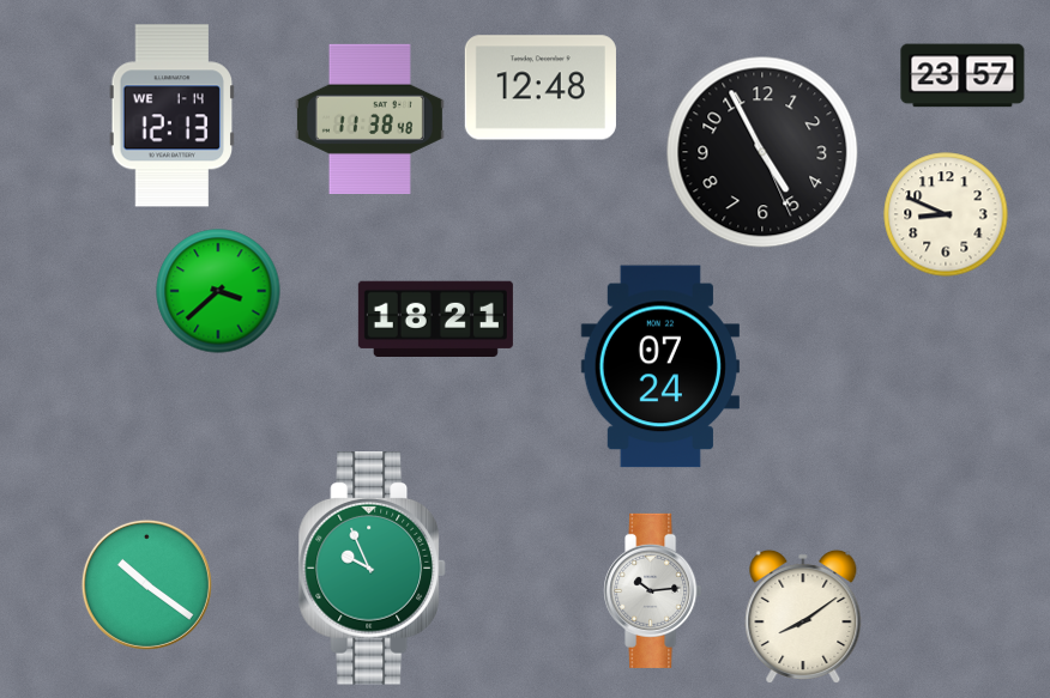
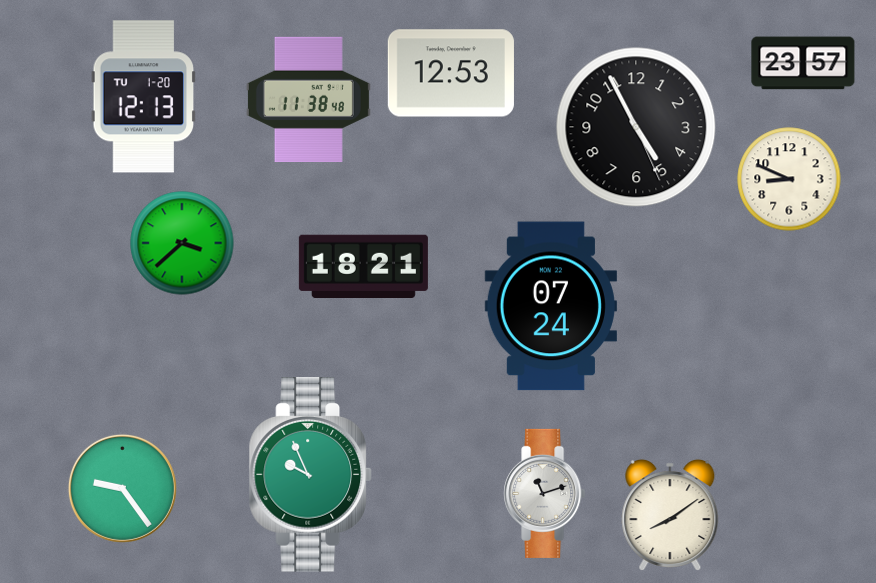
clock at (541, 87): 12:48 -> 12:53
clock at (171, 116) date: WE 1-14 -> TU 1-20
clock at (146, 584): 10:21 -> 9:24
clock at (653, 590): 10:14 -> 11:12
